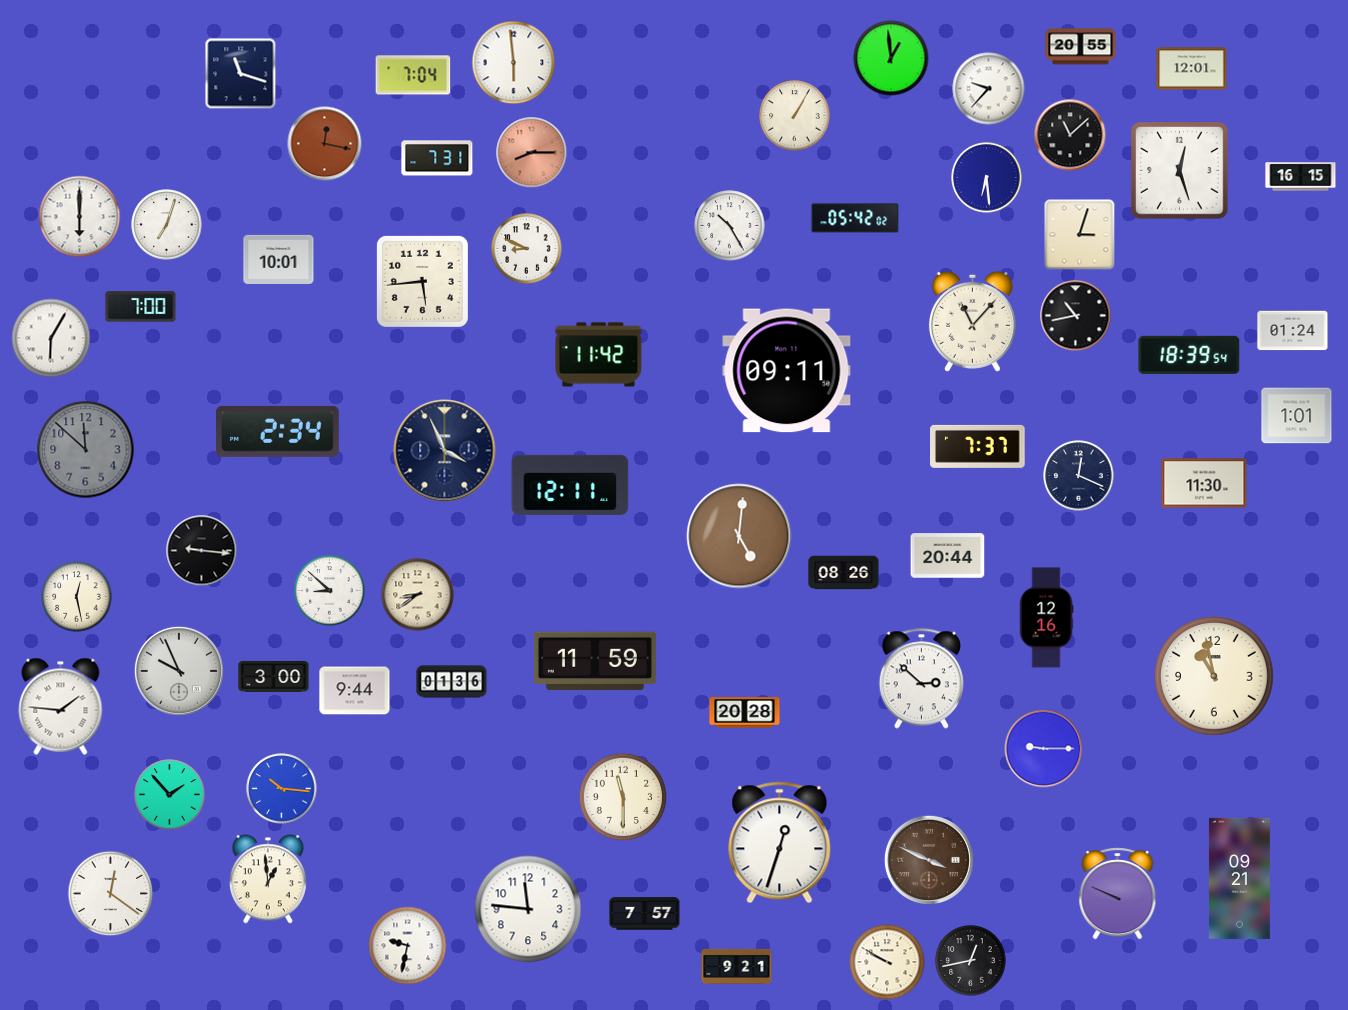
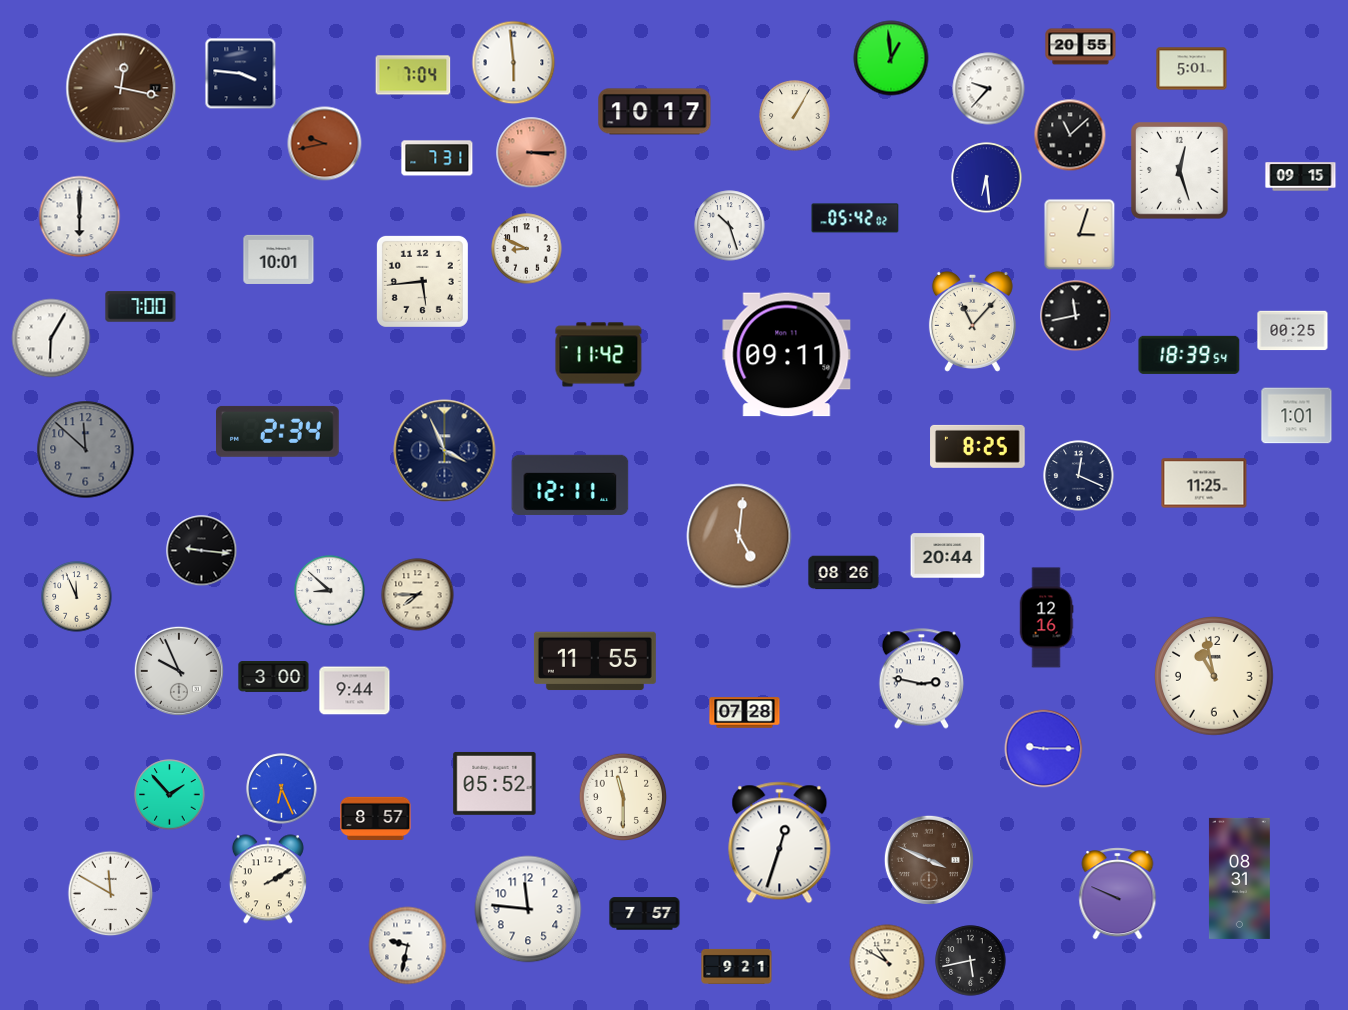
clock at (1192, 69): 12:01 -> 5:01
clock at (241, 74): 11:18 -> 3:46
clock at (121, 88): none -> 12:17
clock at (655, 112): none -> 10:17
clock at (325, 144): 12:17 -> 9:43
clock at (532, 153): 8:15 -> 3:15
clock at (1301, 177): 16:15 -> 09:15
clock at (167, 225): 7:03 -> none
clock at (730, 226): 10:25 -> 10:27
clock at (1076, 316): 10:43 -> 11:43
clock at (1293, 331): 01:24 -> 00:25
clock at (787, 371) position: (787, 371) -> (787, 355)
clock at (978, 446): 7:37 -> 8:25
clock at (1204, 483): 11:30 -> 11:25
clock at (418, 595): 8:39 -> 7:45
clock at (77, 597): 12:28 -> 11:56
clock at (595, 661): 11:59 -> 11:55
clock at (921, 679): 2:52 -> 2:47
clock at (452, 682): 01:36 -> none
clock at (61, 706): 1:46 -> none
clock at (745, 713): 20:28 -> 07:28
clock at (495, 783): none -> 05:52
clock at (282, 789): 10:16 -> 6:26
clock at (376, 818): none -> 8:57
clock at (1239, 878): 09:21 -> 08:31
clock at (268, 879): 12:59 -> 2:10
clock at (111, 894): 12:21 -> 11:50
clock at (971, 961): 12:43 -> 5:43
clock at (887, 962): 9:50 -> 10:50
